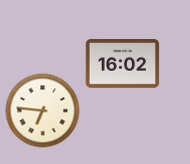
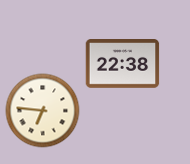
clock at (123, 64): 16:02 -> 22:38
